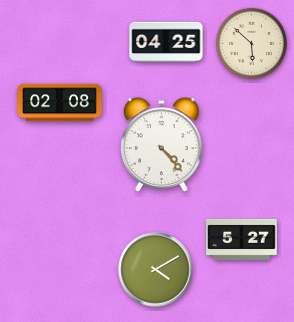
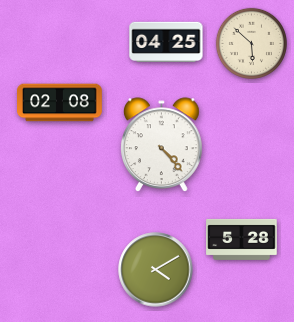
clock at (242, 239): 5:27 -> 5:28
